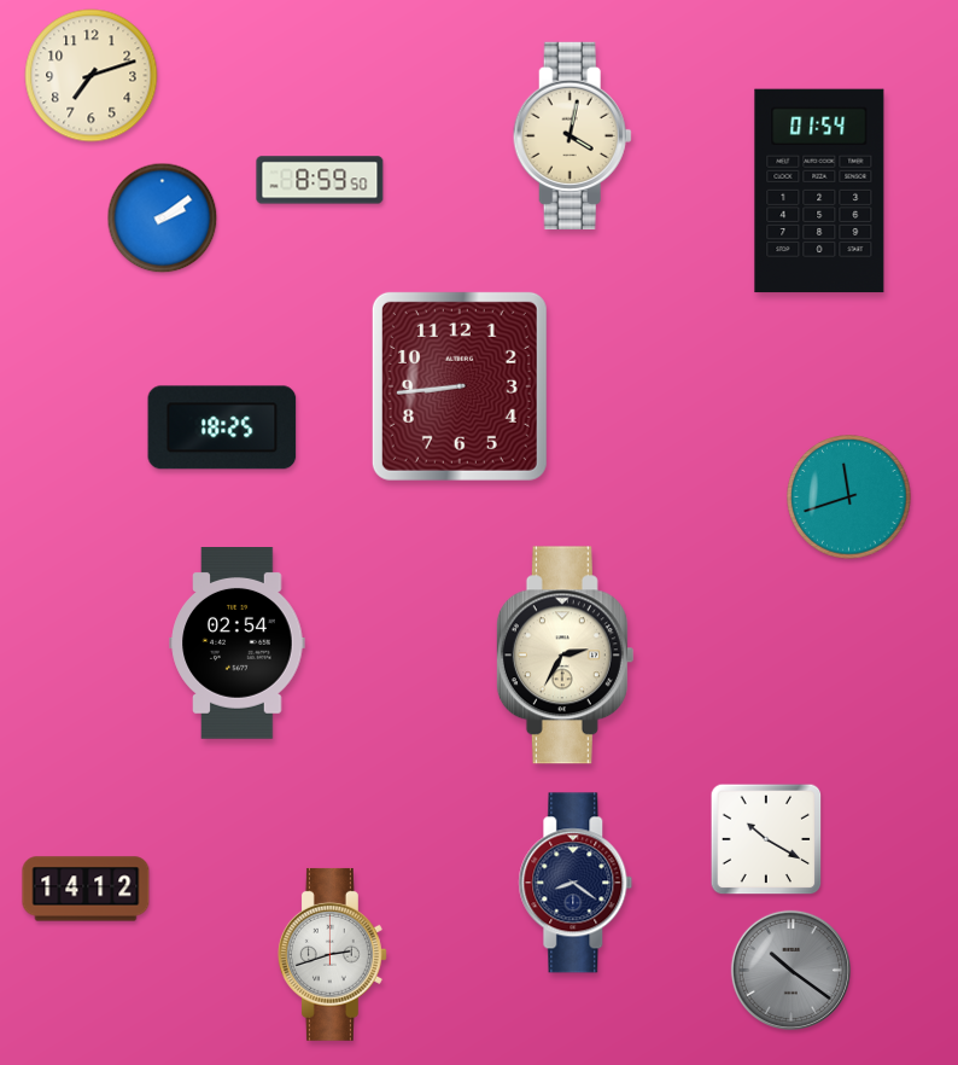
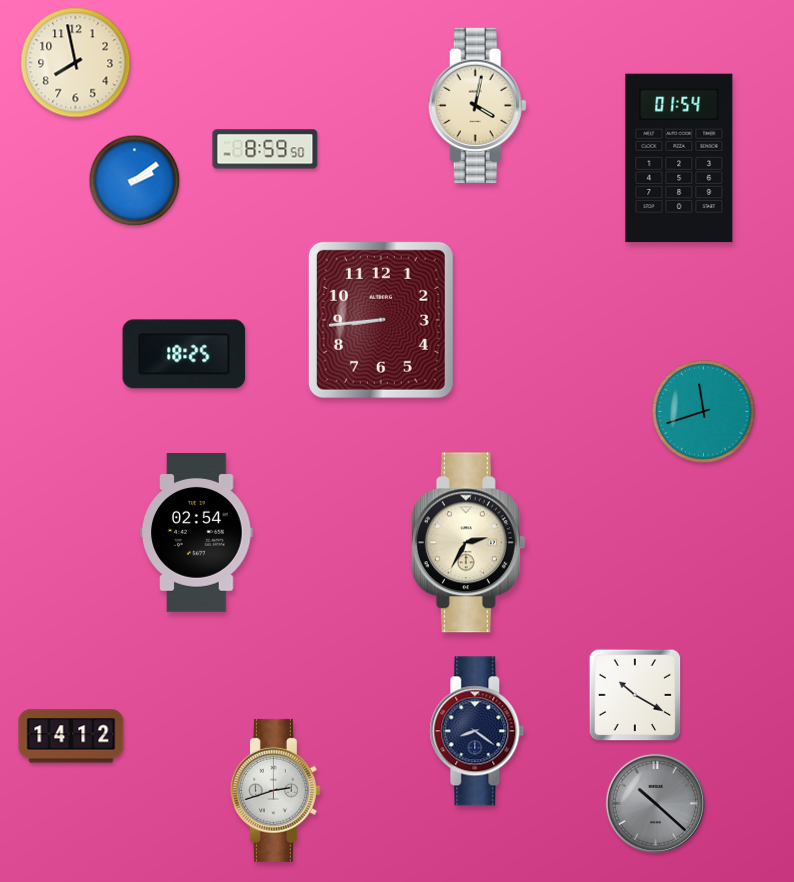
clock at (92, 76): 7:12 -> 7:58
clock at (572, 135) position: (572, 135) -> (477, 105)
clock at (790, 970): 10:21 -> 10:22
